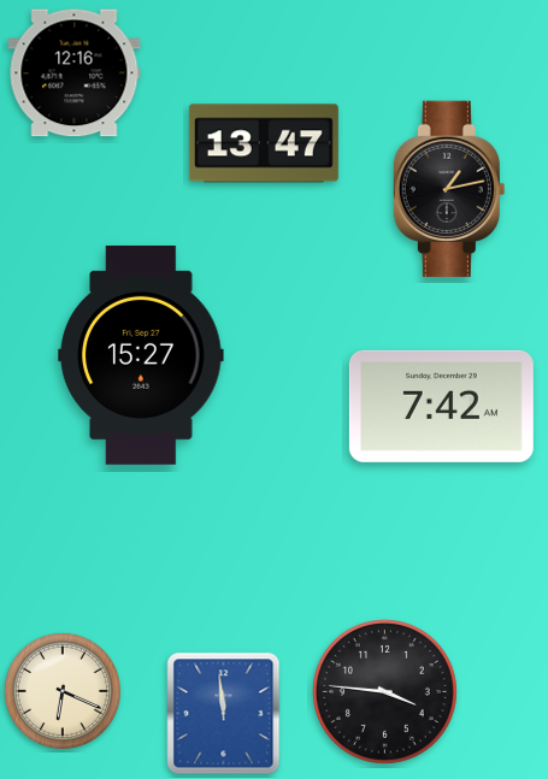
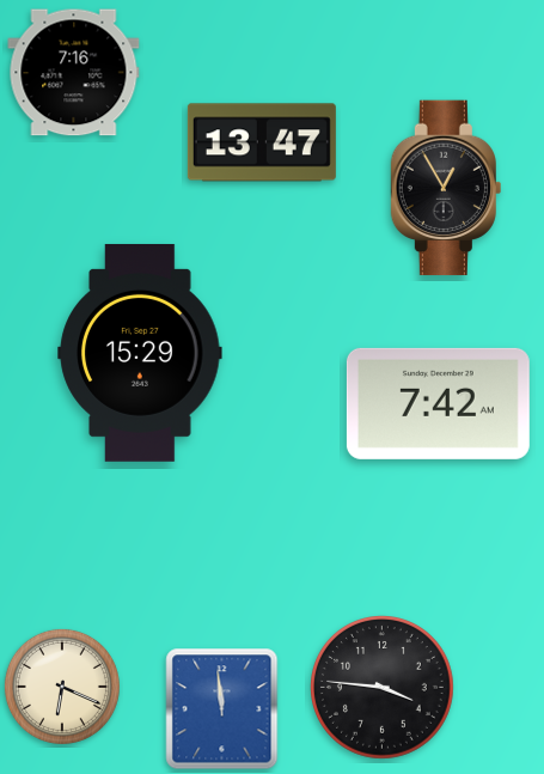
clock at (75, 73): 12:16 -> 7:16
clock at (449, 189): 1:13 -> 12:55
clock at (141, 355): 15:27 -> 15:29
